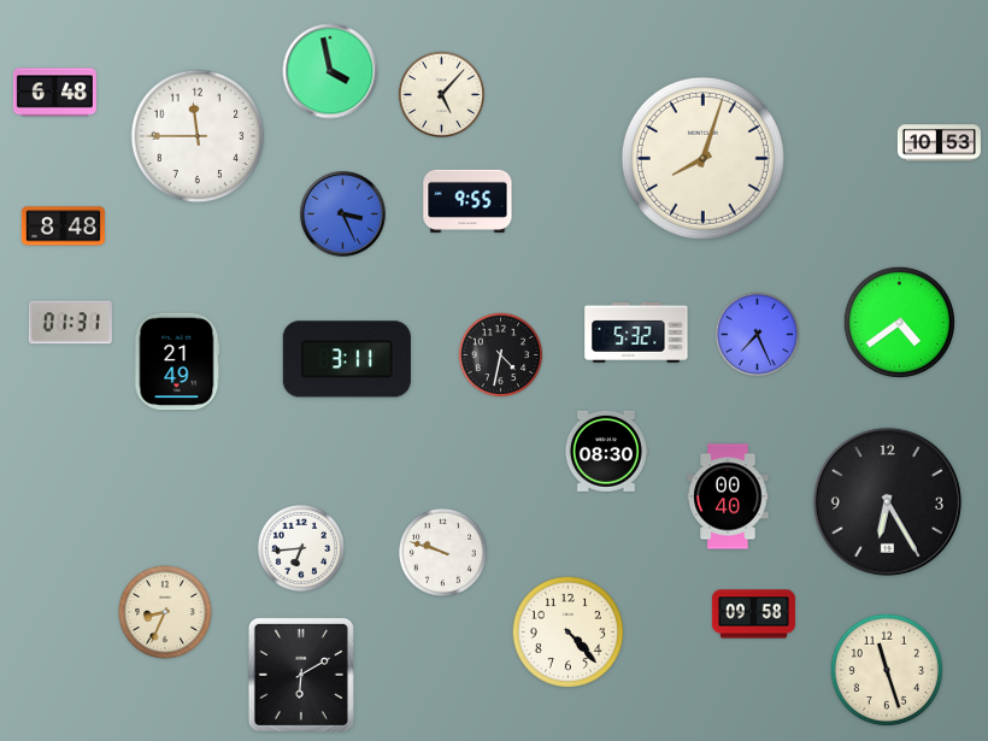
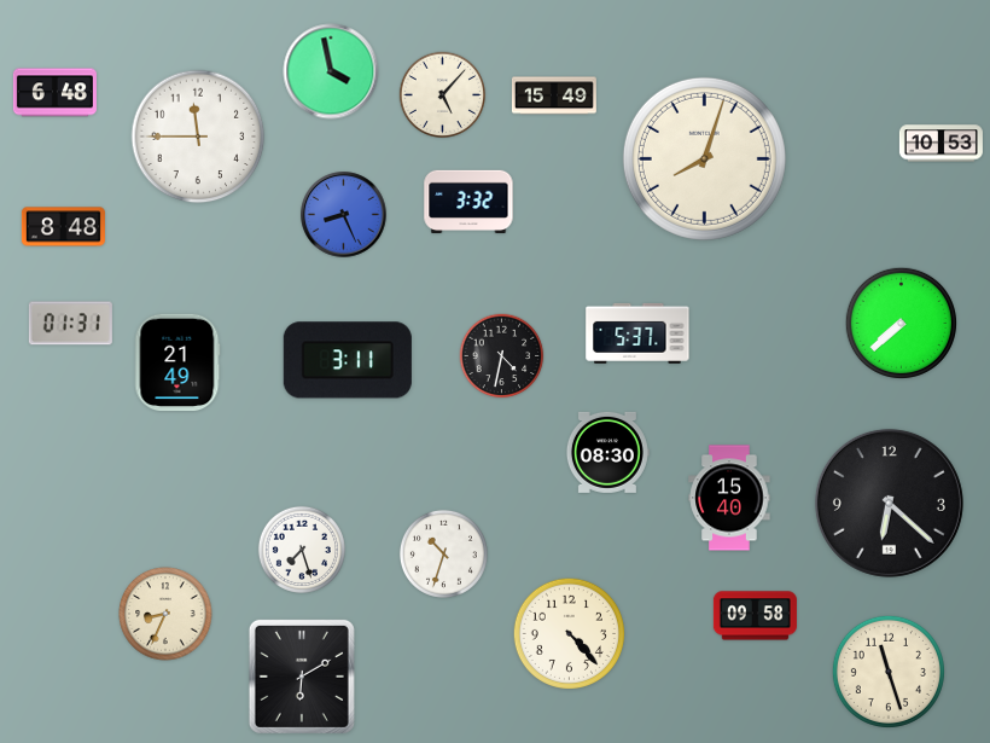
clock at (554, 95): none -> 15:49
clock at (467, 201): 9:55 -> 3:32
clock at (343, 214): 3:26 -> 8:26
clock at (899, 322): 4:39 -> 7:38
clock at (636, 333): 5:32 -> 5:37
clock at (758, 335): 7:26 -> none
clock at (728, 496): 00:40 -> 15:40
clock at (887, 501): 6:25 -> 6:22
clock at (301, 548): 6:44 -> 7:27
clock at (442, 552): 9:48 -> 10:33
